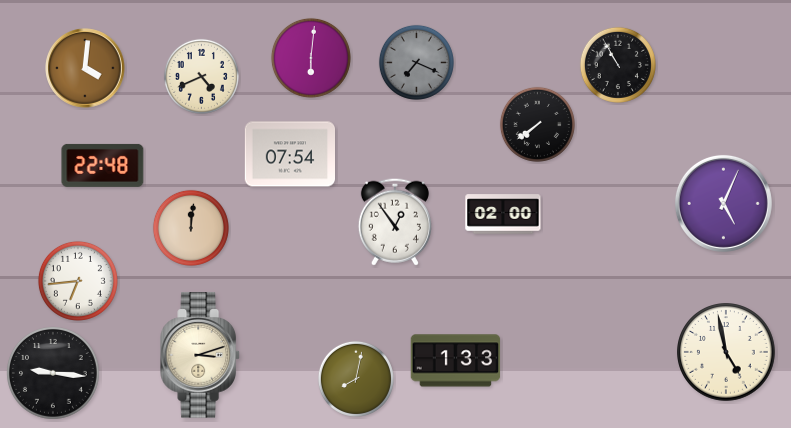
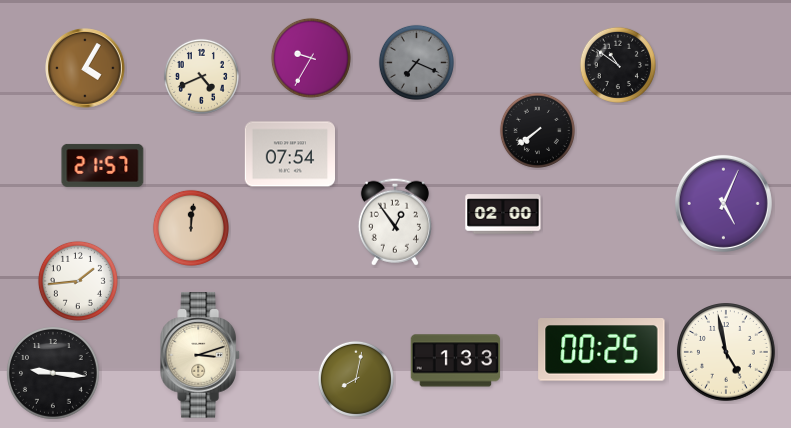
clock at (311, 58): 6:01 -> 9:35
clock at (618, 65): 10:55 -> 10:51
clock at (85, 68): 4:01 -> 4:05
clock at (537, 124) position: (537, 124) -> (537, 130)
clock at (103, 165): 22:48 -> 21:57
clock at (78, 281): 6:44 -> 1:44
clock at (602, 350): none -> 00:25
